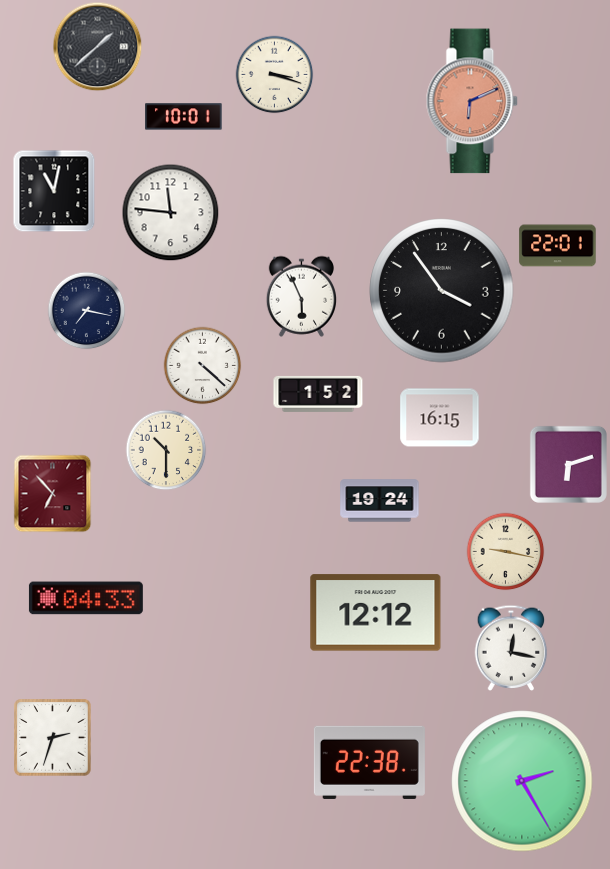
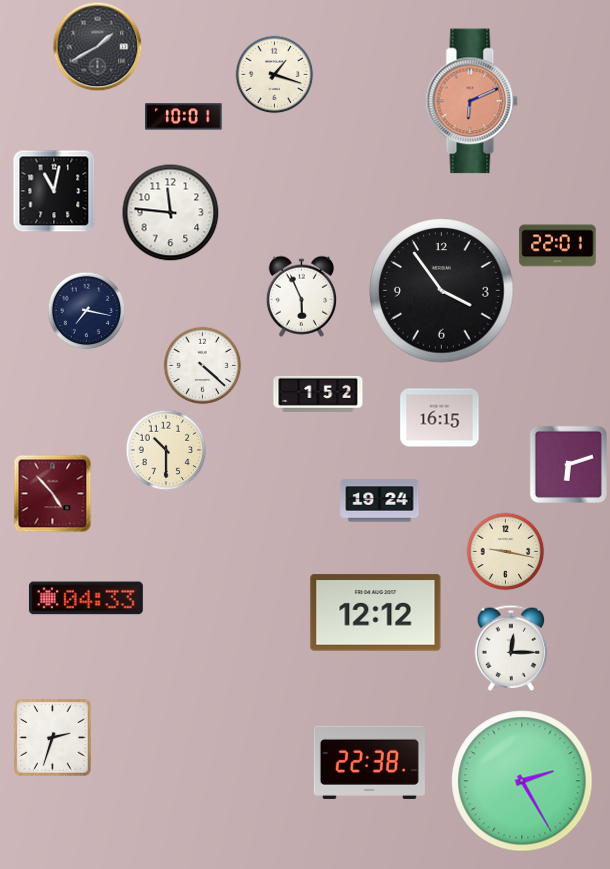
clock at (97, 46): 1:38 -> 1:40
clock at (274, 74): 3:18 -> 1:18
clock at (52, 493): 6:53 -> 4:53
clock at (511, 647): 12:17 -> 12:15
